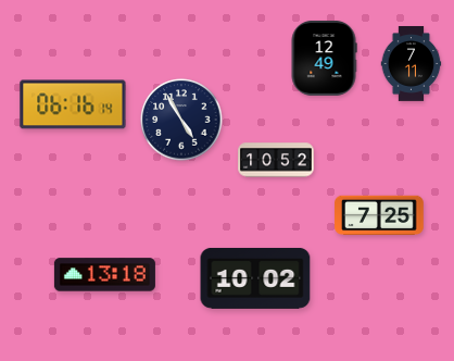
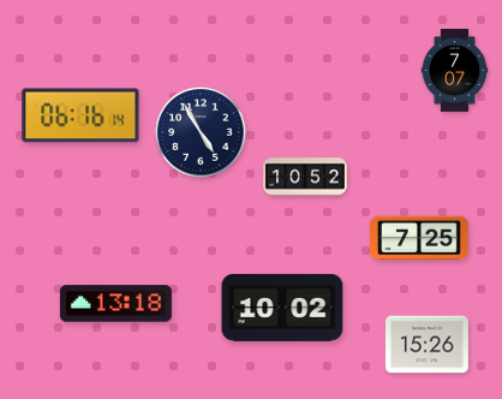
clock at (324, 58): 12:49 -> none
clock at (412, 64): 7:11 -> 7:07
clock at (426, 345): none -> 15:26
